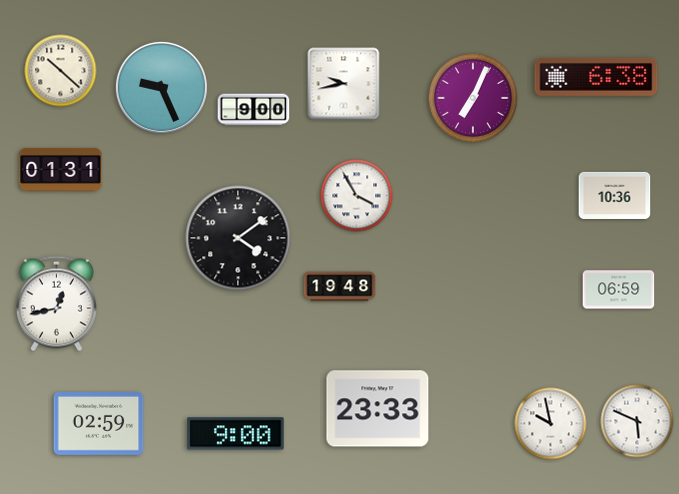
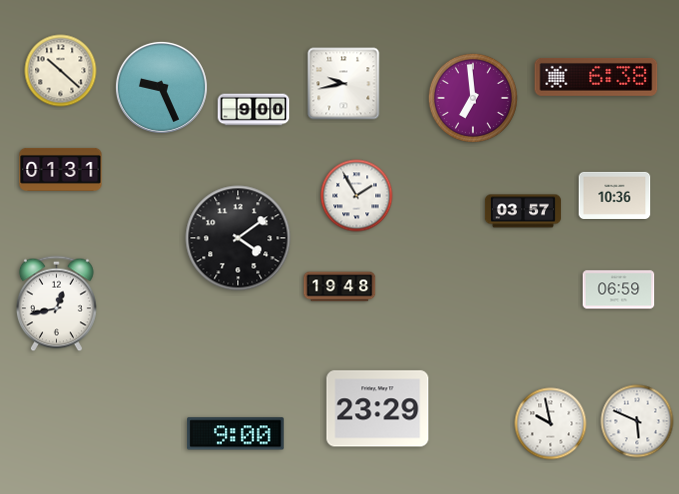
clock at (473, 98): 7:04 -> 6:59
clock at (357, 196): 3:55 -> 1:55
clock at (523, 211): none -> 03:57
clock at (378, 409): 23:33 -> 23:29
clock at (99, 424): 02:59 -> none
